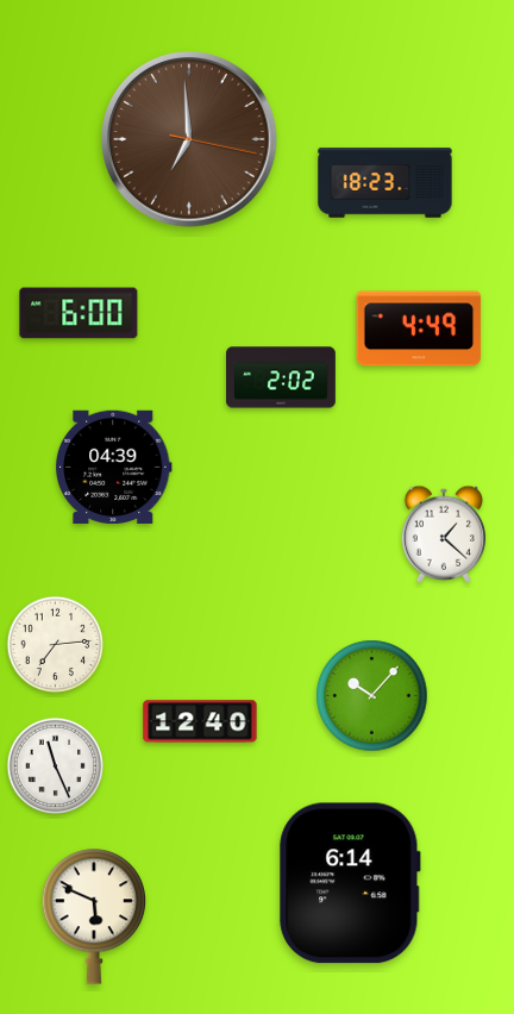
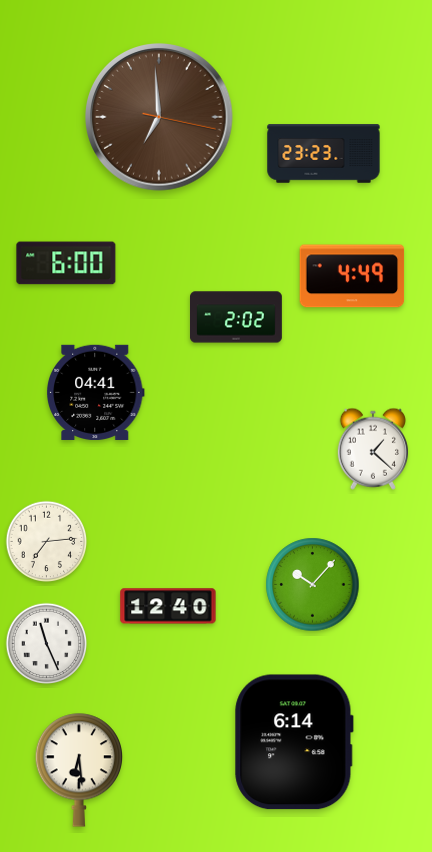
clock at (385, 183): 18:23 -> 23:23
clock at (114, 467): 04:39 -> 04:41
clock at (93, 916): 5:49 -> 6:29
